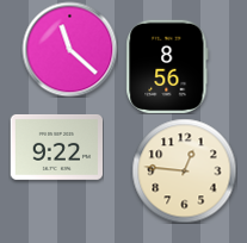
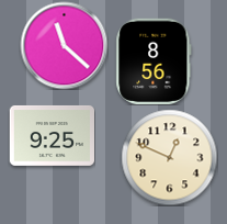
clock at (56, 147): 9:22 -> 9:25
clock at (184, 170): 12:46 -> 12:49
